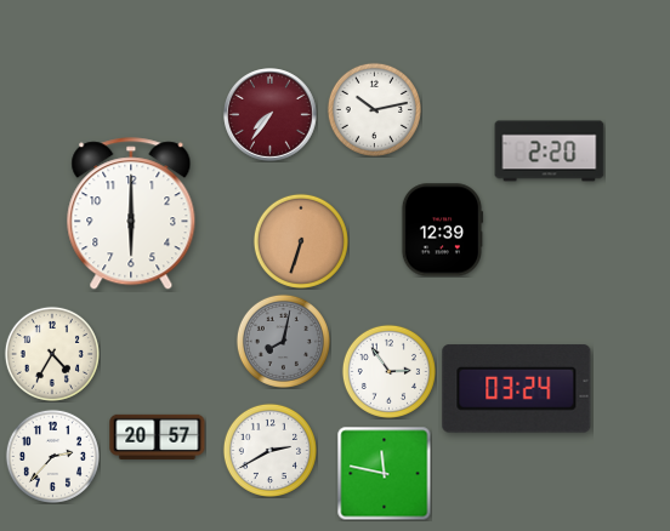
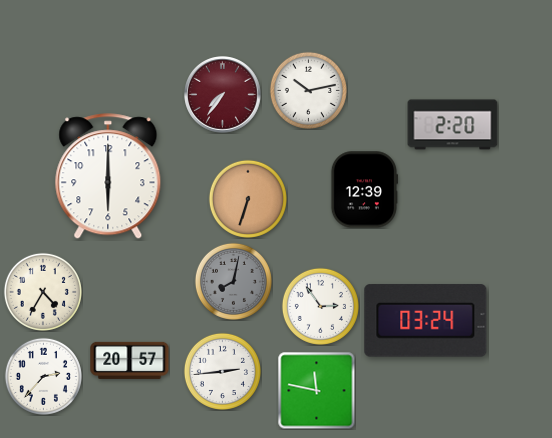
clock at (269, 450): 2:40 -> 2:44
